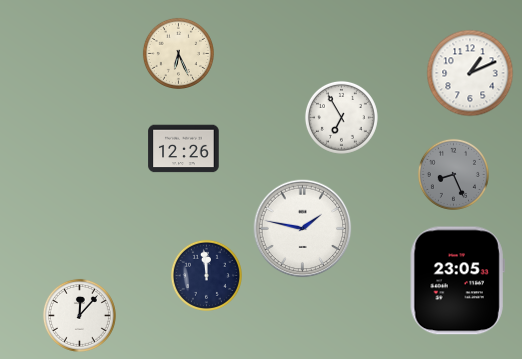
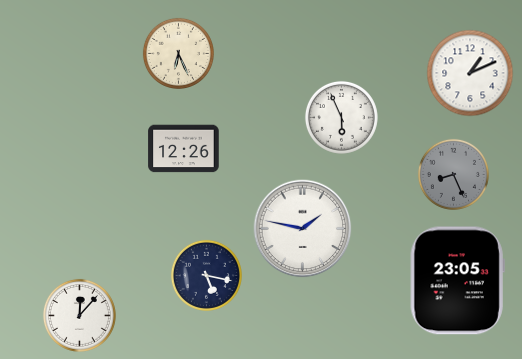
clock at (341, 117): 6:55 -> 5:56
clock at (206, 275): 11:59 -> 5:17
